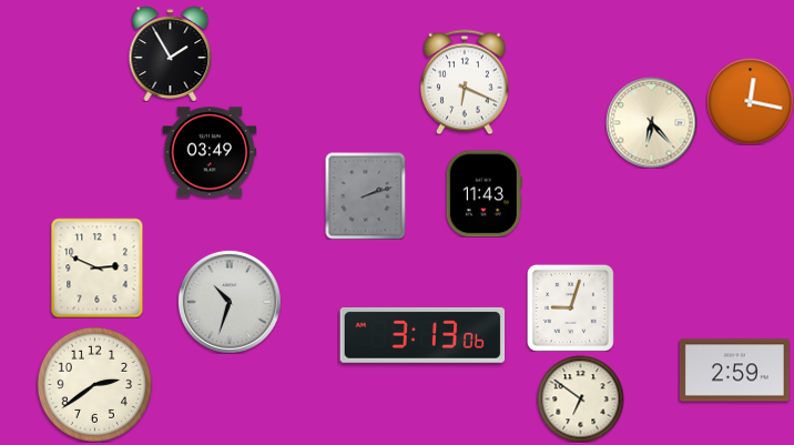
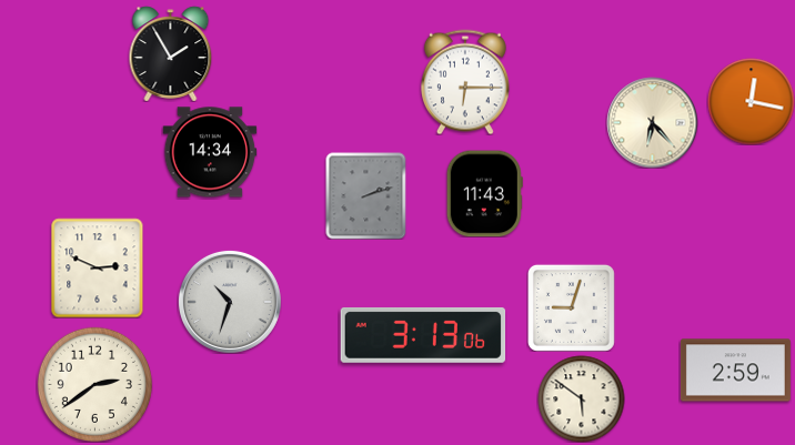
clock at (465, 82): 6:19 -> 6:15
clock at (210, 152): 03:49 -> 14:34
clock at (580, 398): 6:51 -> 5:51
